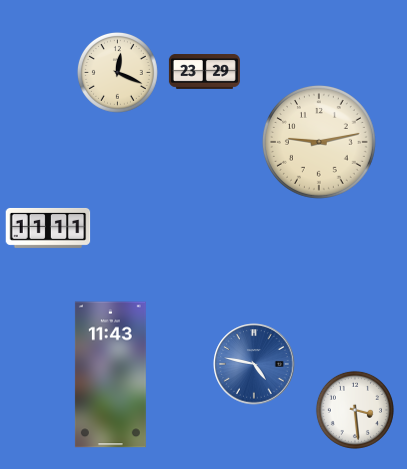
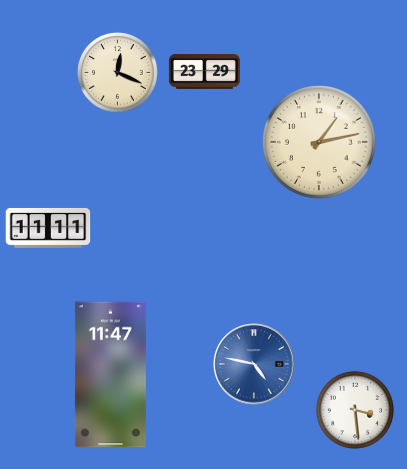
clock at (319, 142): 9:13 -> 1:13
clock at (110, 375): 11:43 -> 11:47
